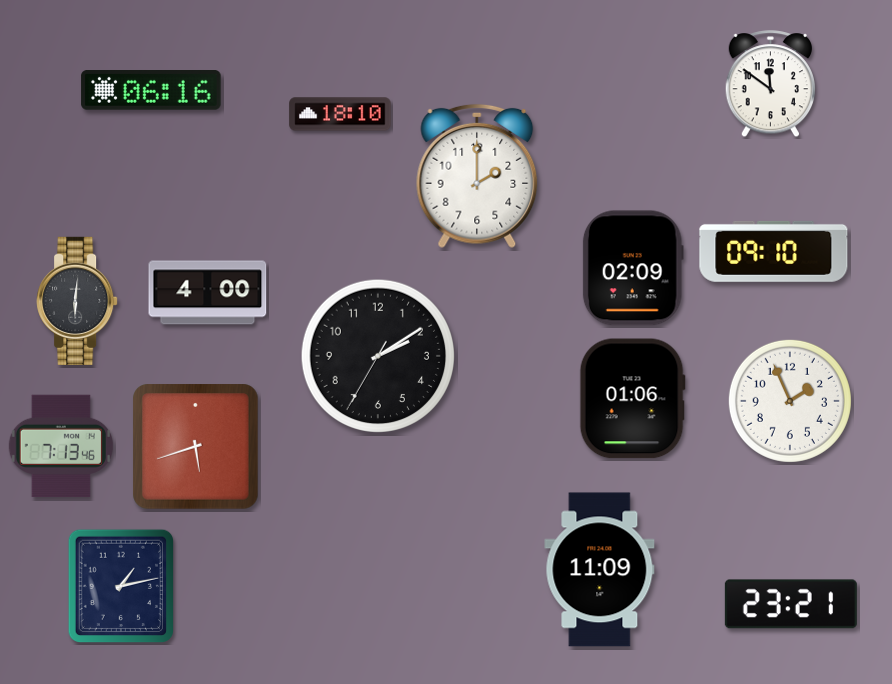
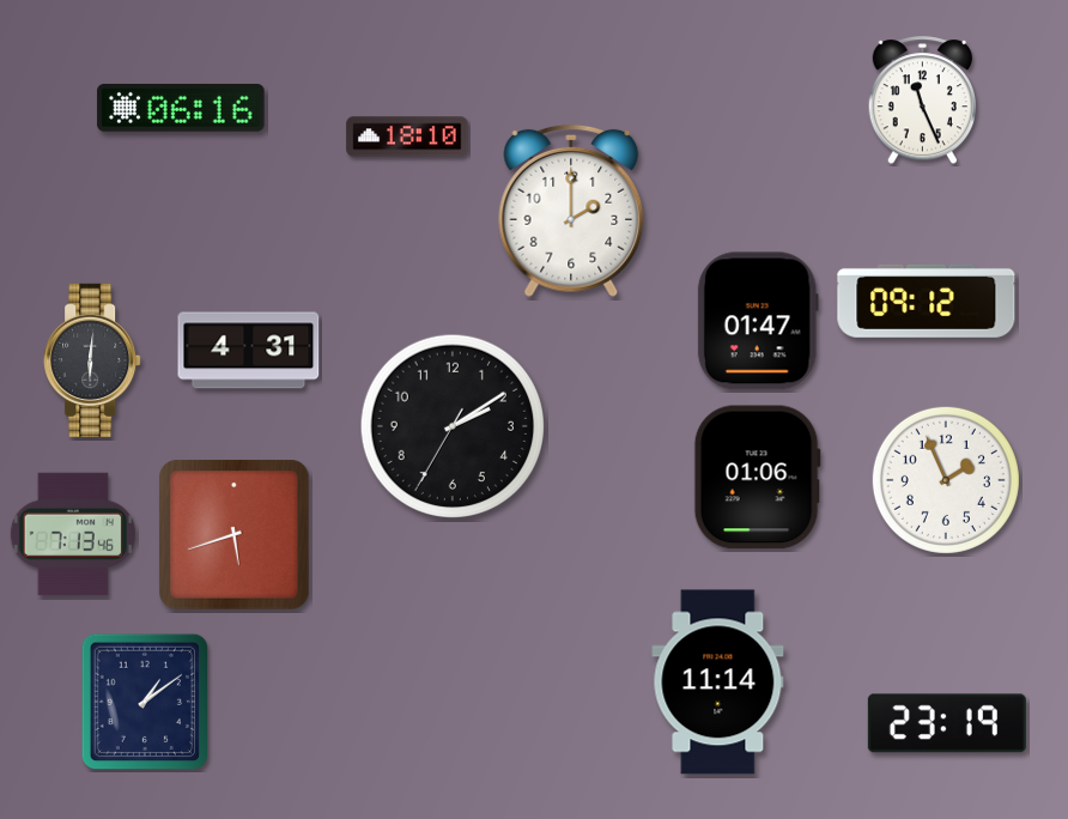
clock at (770, 84): 11:51 -> 11:26
clock at (774, 251): 09:10 -> 09:12
clock at (633, 268): 02:09 -> 01:47
clock at (208, 293): 4:00 -> 4:31
clock at (600, 570): 11:09 -> 11:14
clock at (120, 586): 1:13 -> 1:09
clock at (791, 604): 23:21 -> 23:19
